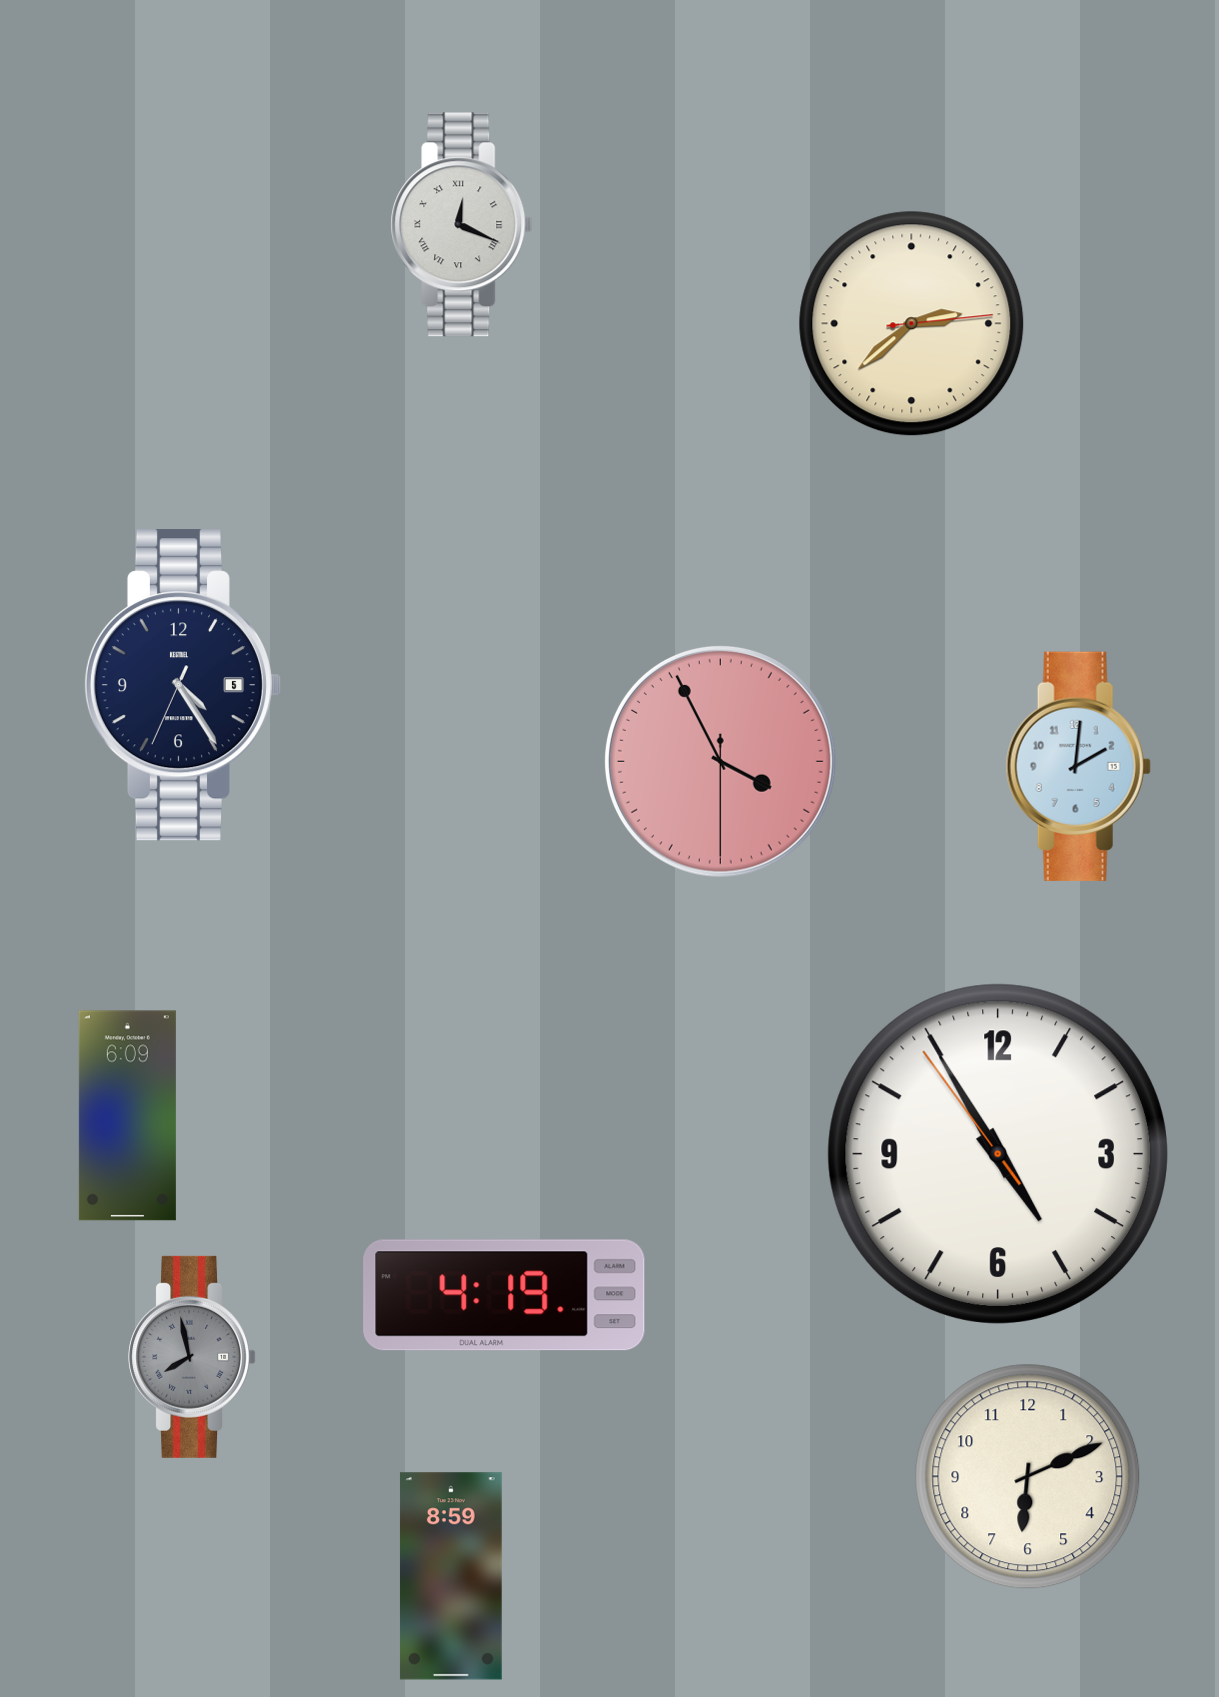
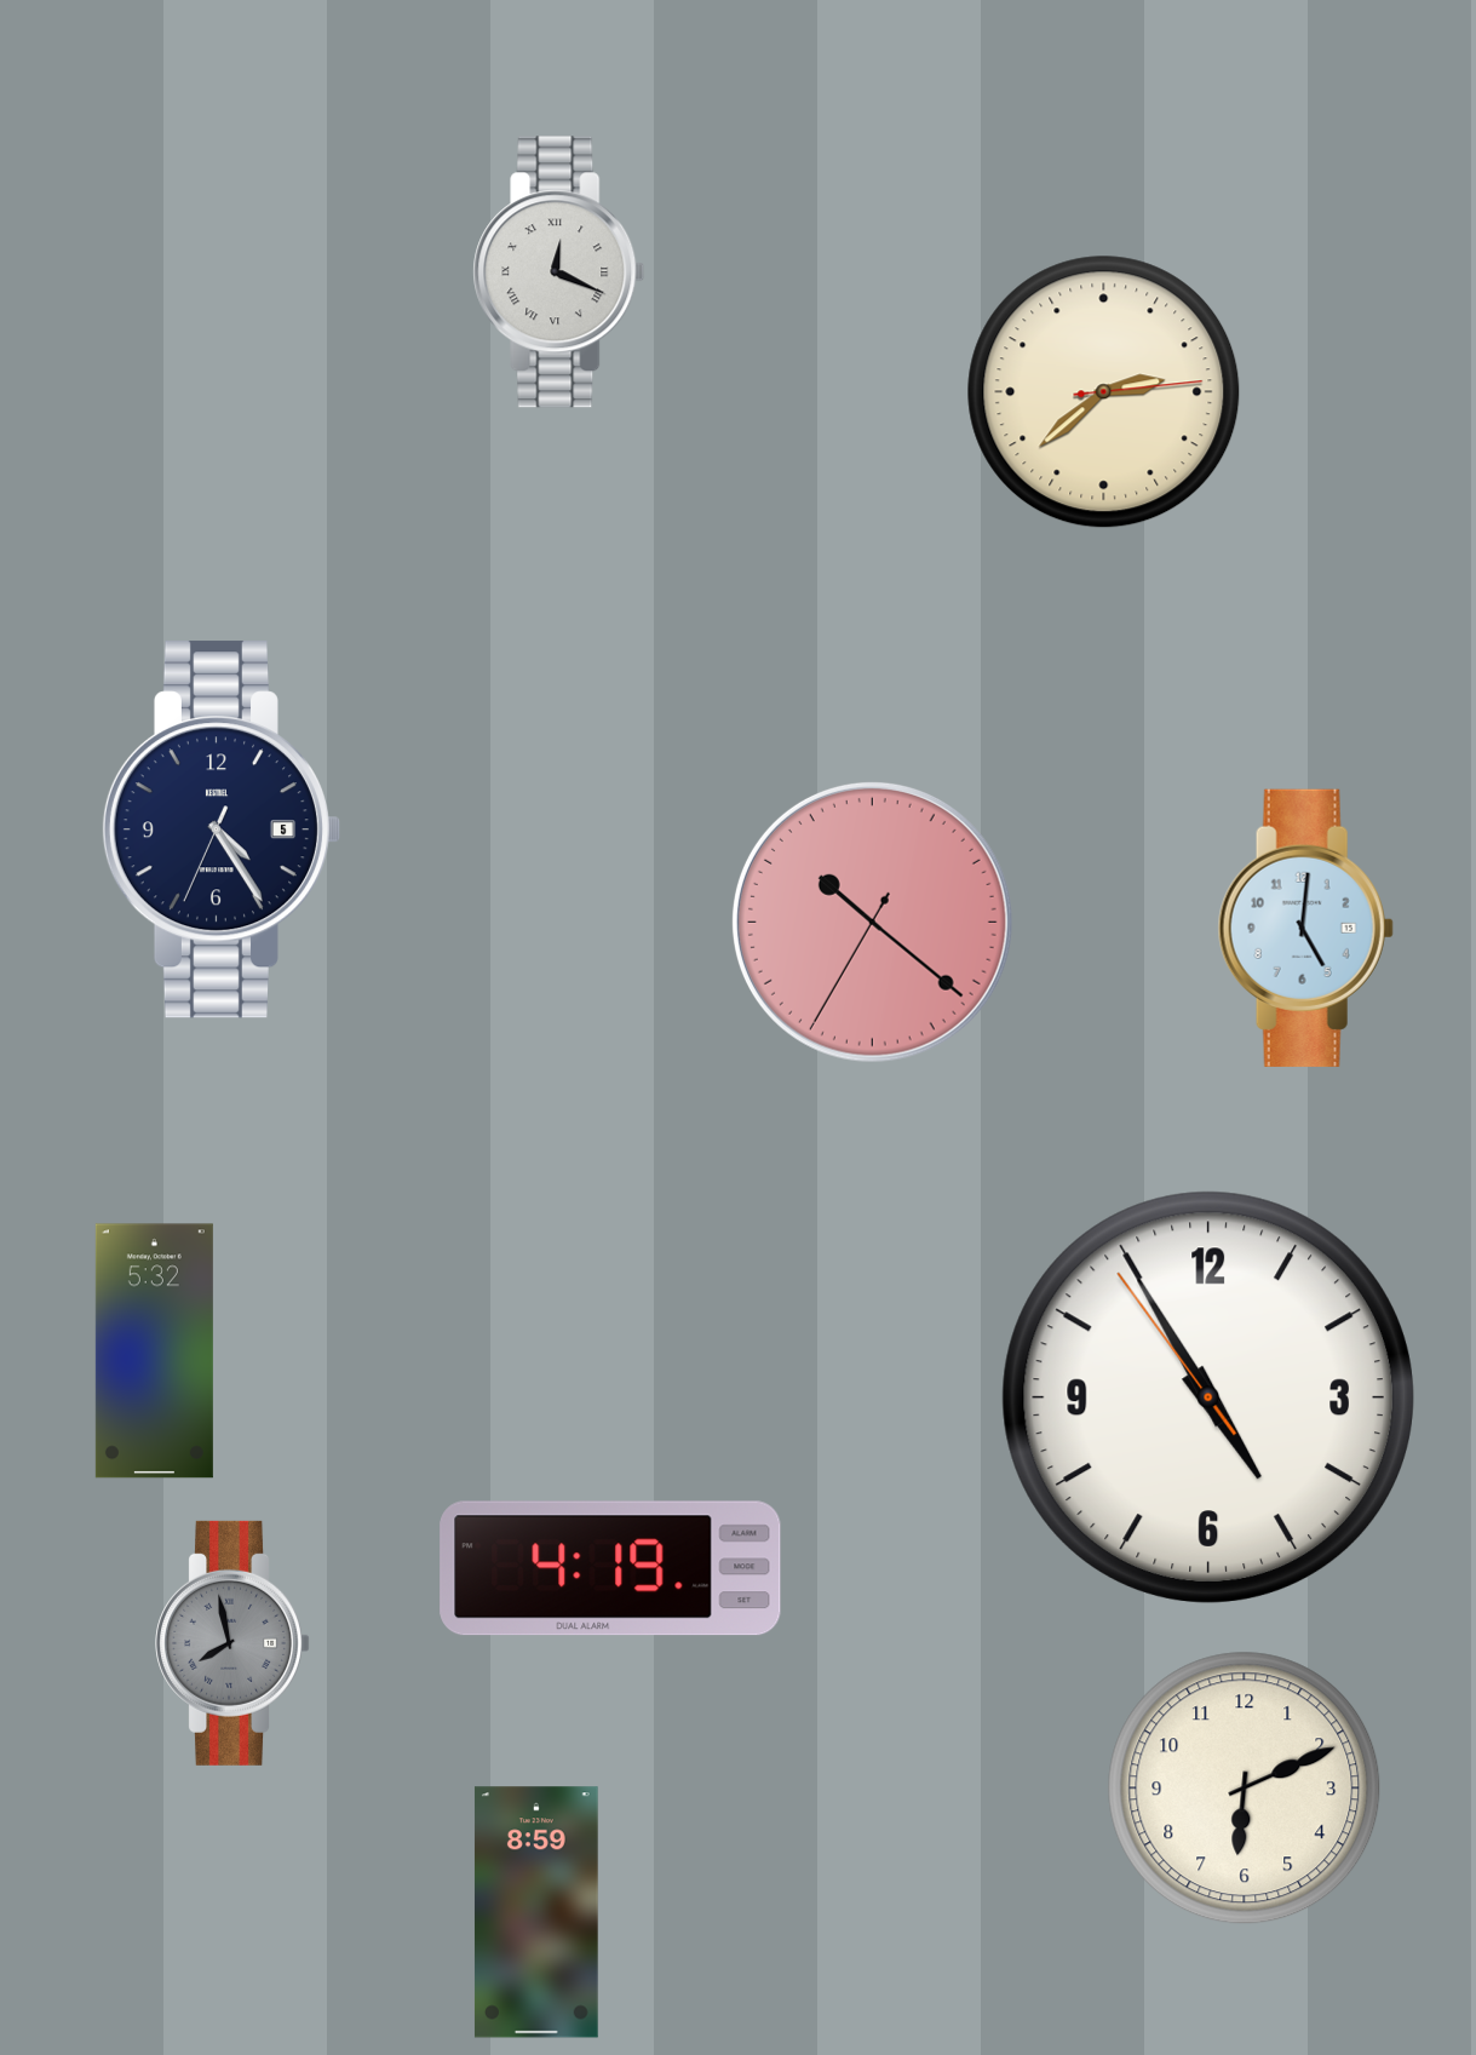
clock at (720, 761): 3:55 -> 10:21
clock at (1078, 766): 2:01 -> 5:01
clock at (127, 1116): 6:09 -> 5:32
clock at (451, 1576) position: (451, 1576) -> (536, 1912)
